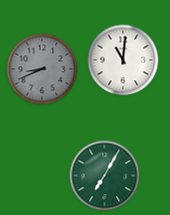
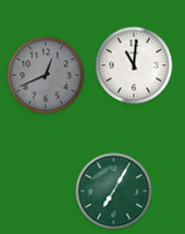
clock at (42, 69): 8:41 -> 12:41
